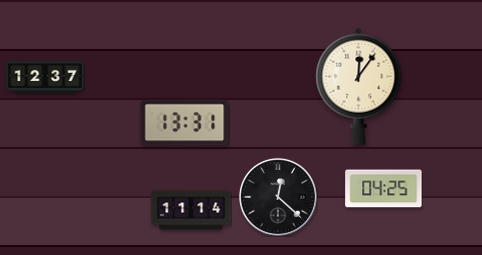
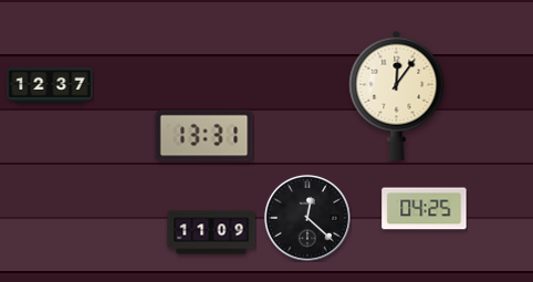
clock at (191, 210): 11:14 -> 11:09
